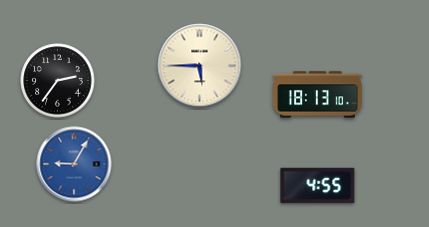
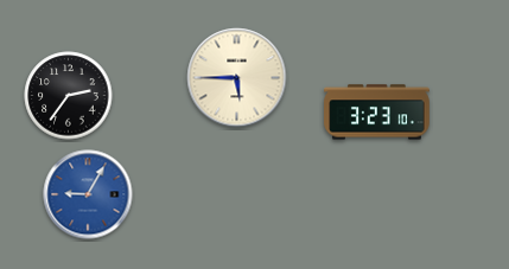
clock at (318, 95): 18:13 -> 3:23
clock at (318, 185): 4:55 -> none
